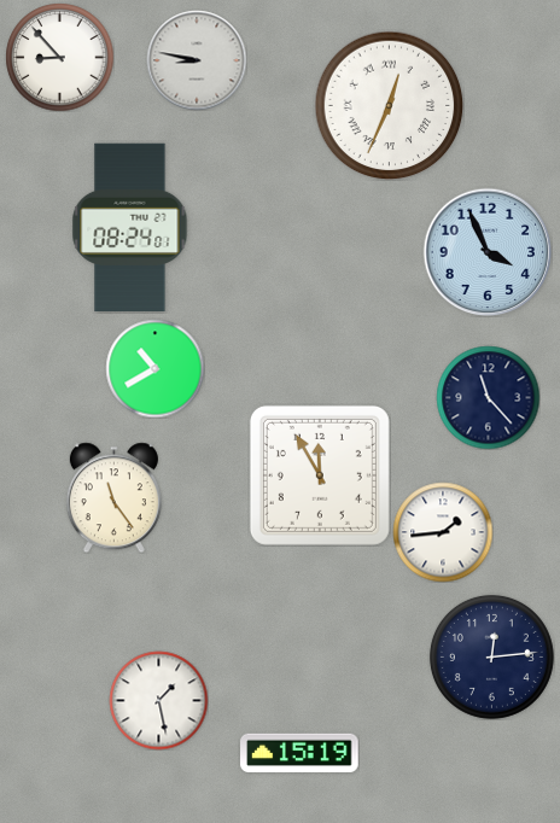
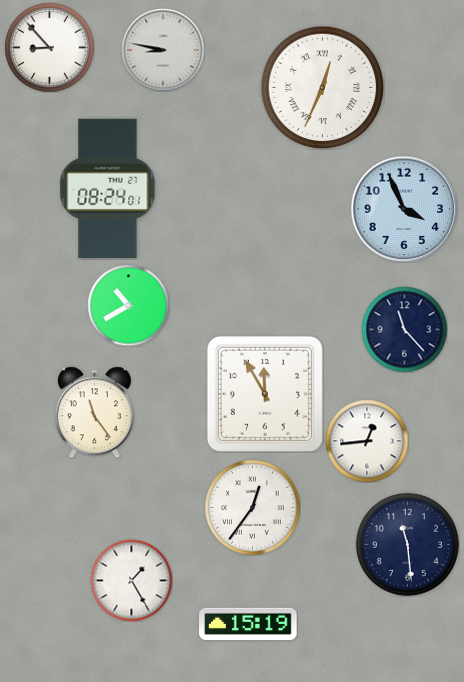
clock at (443, 532): 1:44 -> 12:44
clock at (252, 507): none -> 12:36
clock at (491, 656): 12:14 -> 11:29
clock at (158, 700): 1:28 -> 1:25
